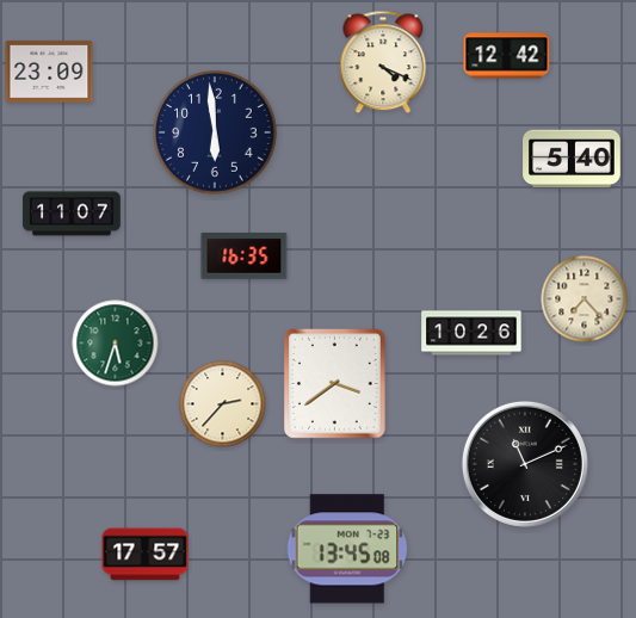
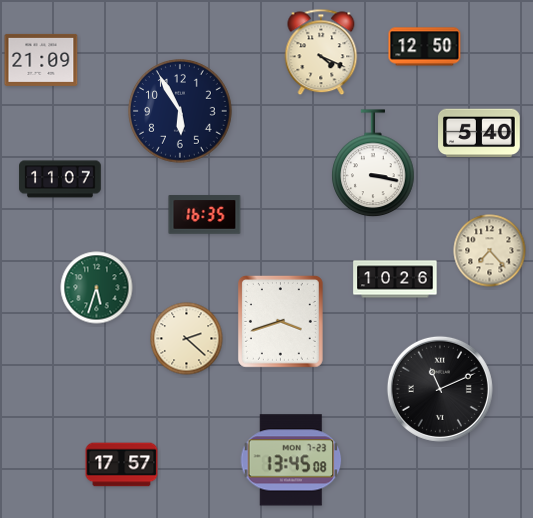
clock at (507, 56): 12:42 -> 12:50
clock at (49, 72): 23:09 -> 21:09
clock at (216, 134): 5:59 -> 5:55
clock at (373, 164): none -> 3:17
clock at (334, 383): 3:39 -> 3:42
clock at (223, 404): 2:37 -> 2:22
